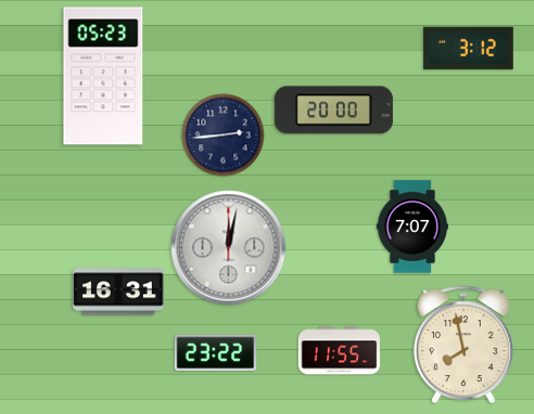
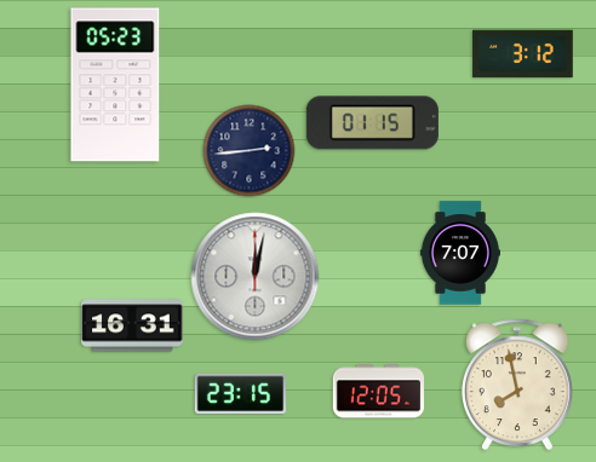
clock at (333, 111): 20:00 -> 01:15
clock at (339, 351): 11:55 -> 12:05
clock at (216, 353): 23:22 -> 23:15
